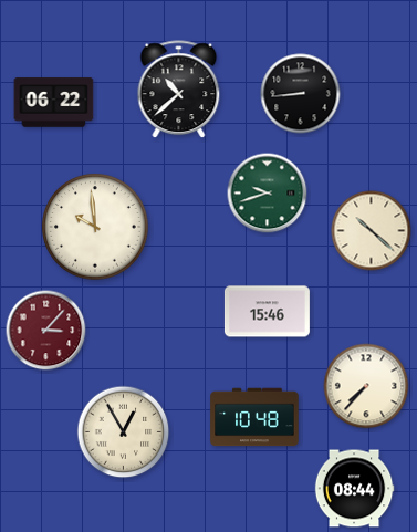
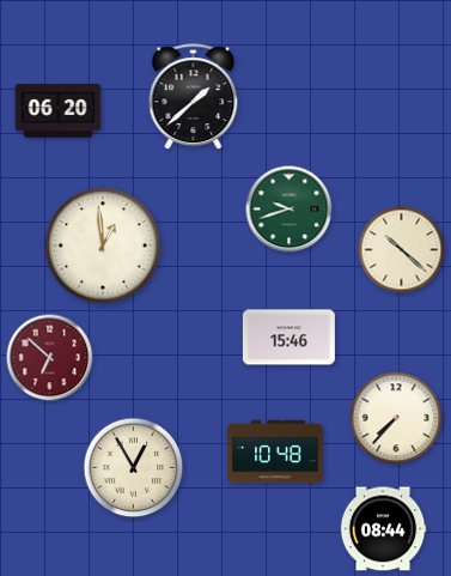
clock at (179, 90): 10:38 -> 1:38
clock at (301, 94): 8:44 -> none
clock at (54, 103): 06:22 -> 06:20
clock at (95, 227): 9:59 -> 12:59
clock at (46, 331): 3:07 -> 6:52
